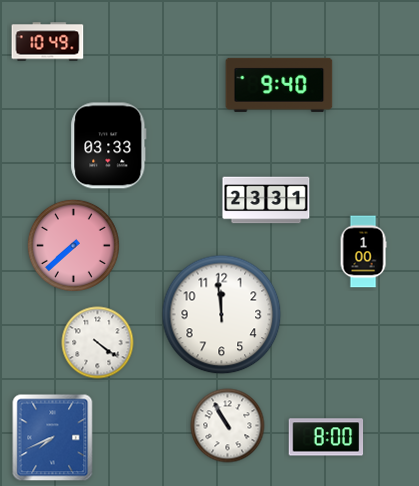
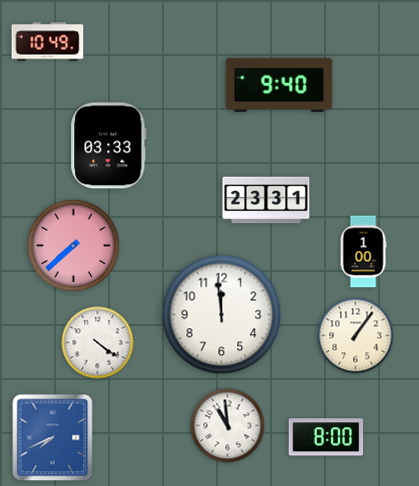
clock at (356, 336): none -> 1:06
clock at (228, 426): 10:55 -> 10:59
